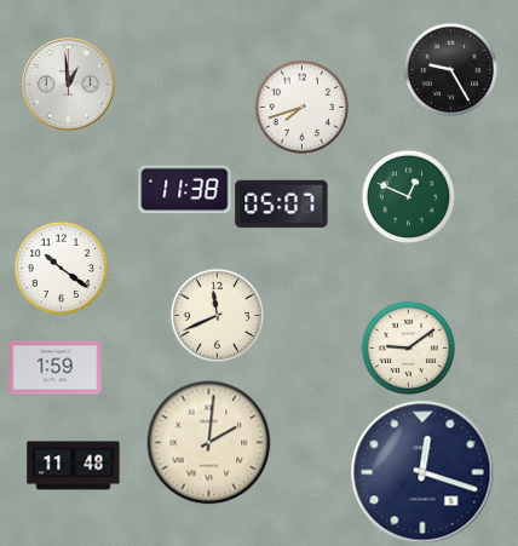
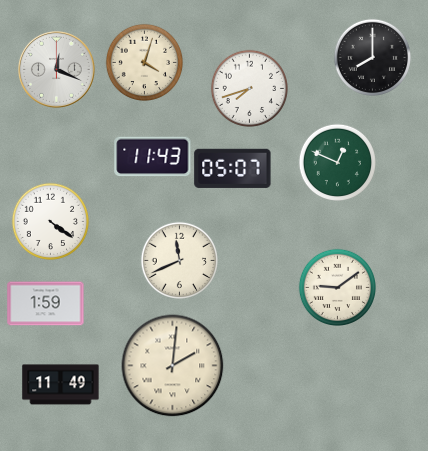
clock at (450, 69): 9:25 -> 8:00
clock at (144, 62): none -> 4:03
clock at (68, 84): 12:59 -> 12:19
clock at (185, 190): 11:38 -> 11:43
clock at (61, 268): 10:21 -> 4:21
clock at (74, 466): 11:48 -> 11:49
clock at (422, 472): 12:18 -> none
